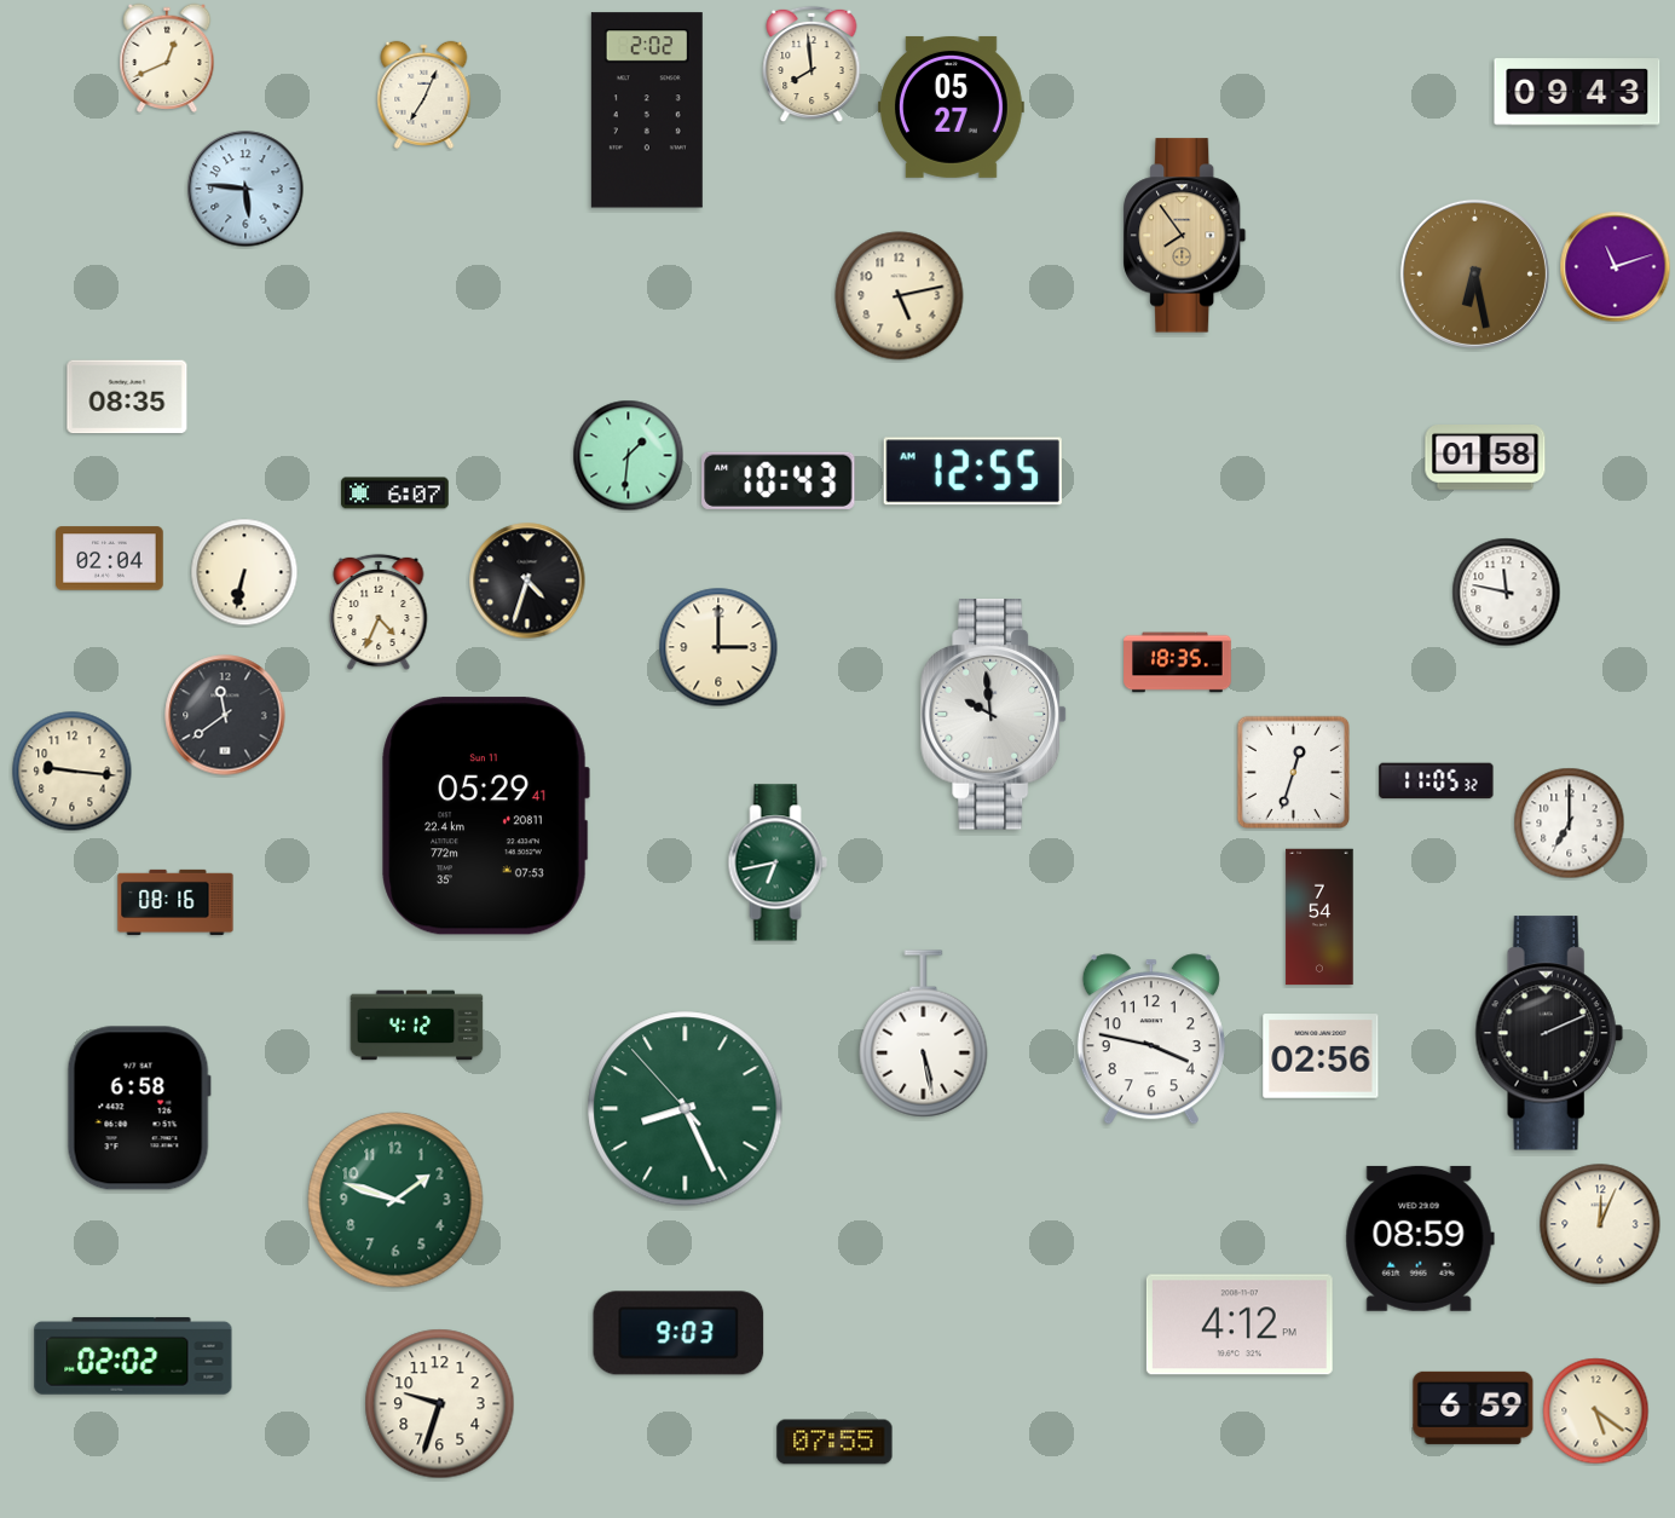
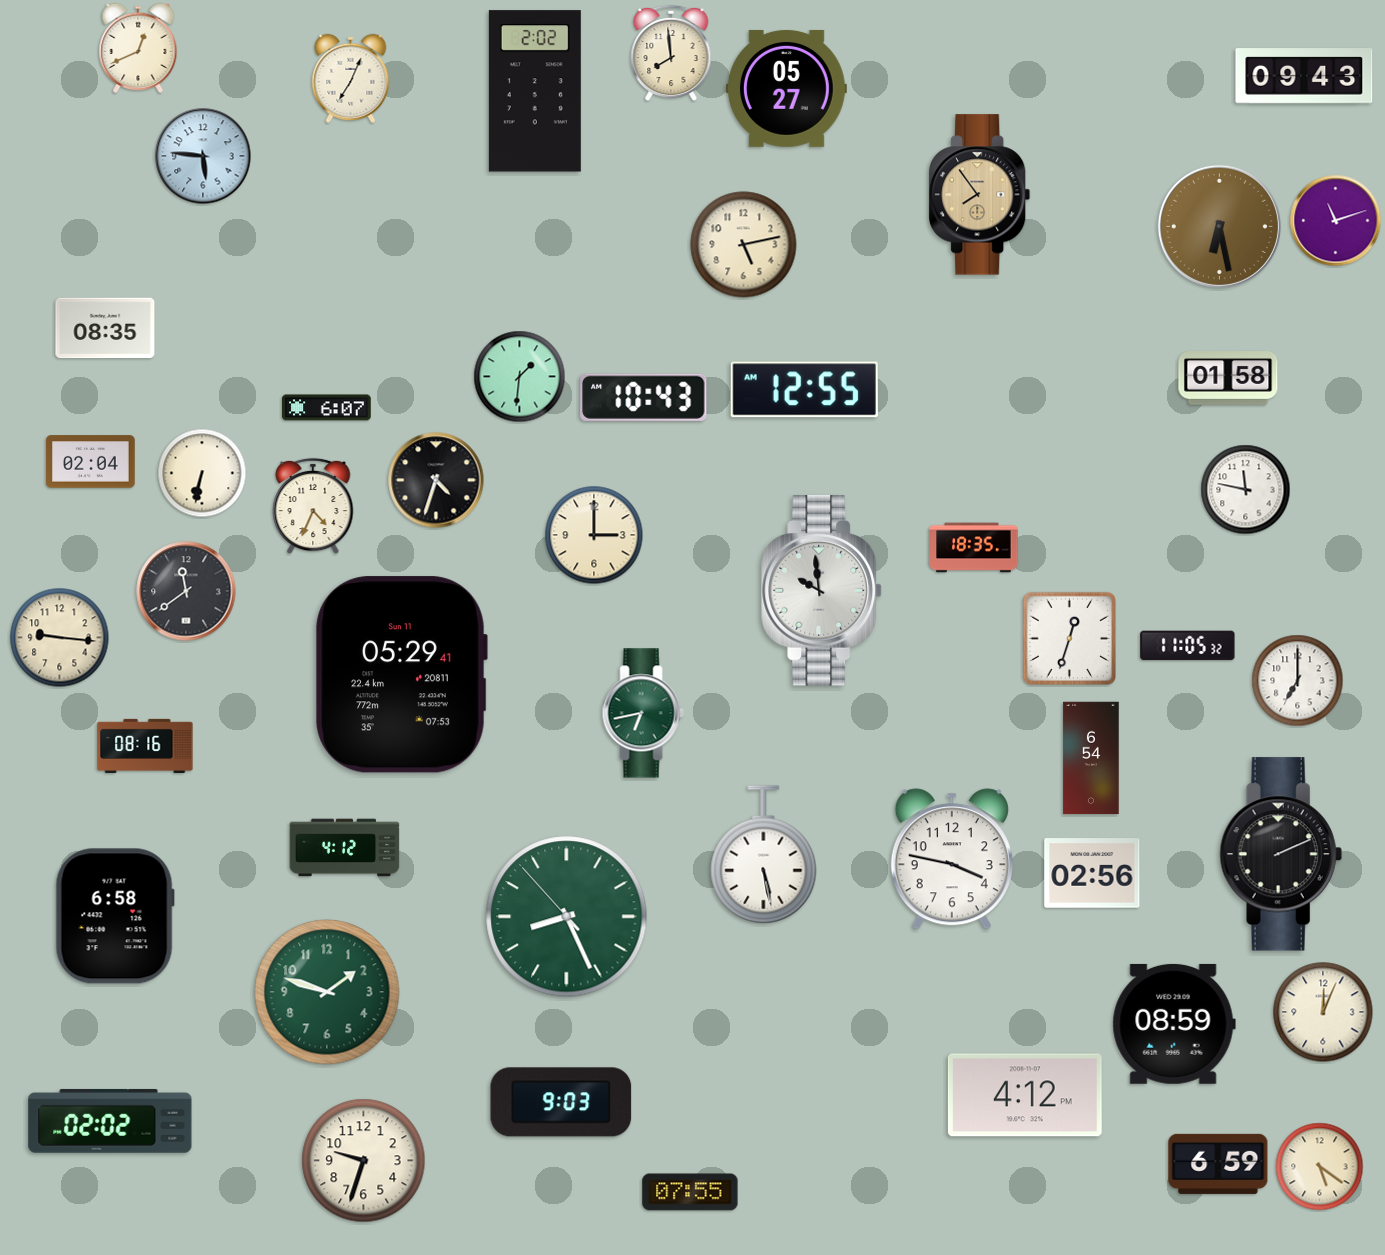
clock at (1319, 917): 7:54 -> 6:54
